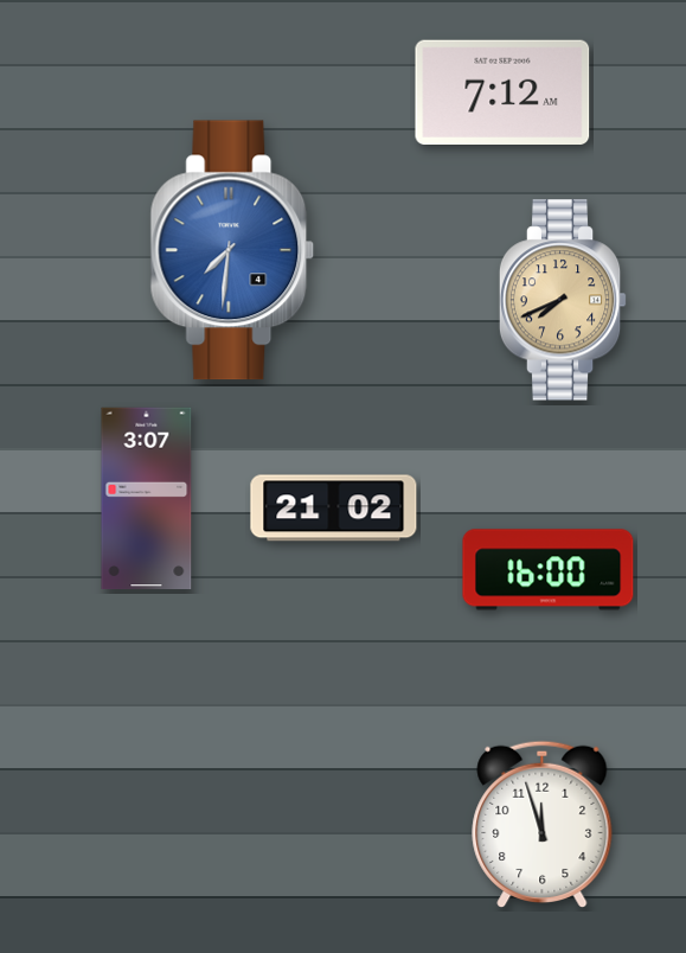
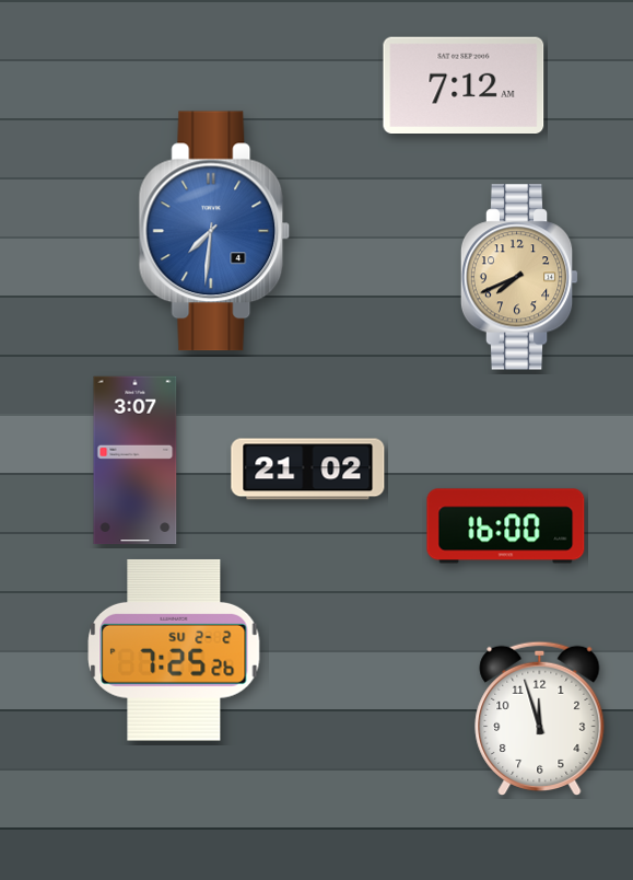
clock at (174, 650): none -> 7:25
clock at (543, 824) position: (543, 824) -> (540, 718)
